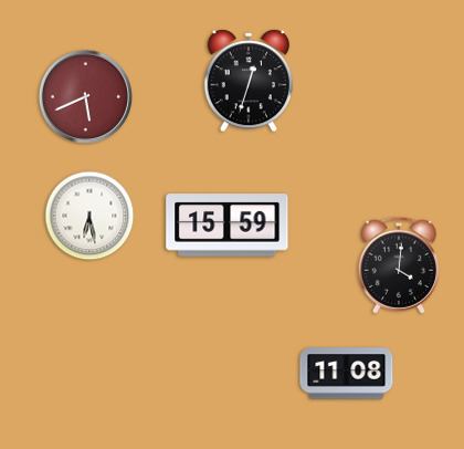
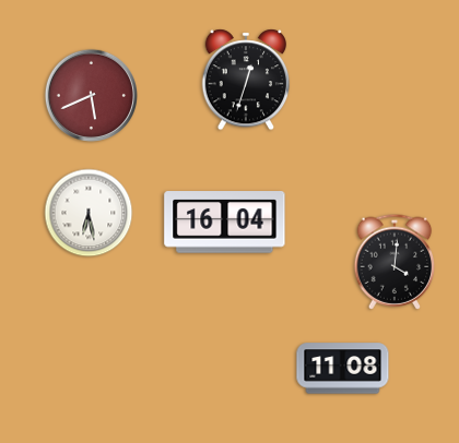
clock at (86, 97) position: (86, 97) -> (92, 96)
clock at (228, 226): 15:59 -> 16:04
